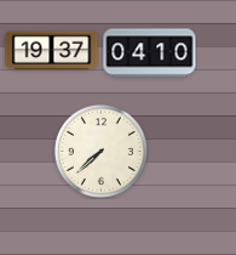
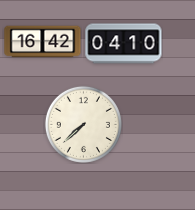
clock at (52, 51): 19:37 -> 16:42
